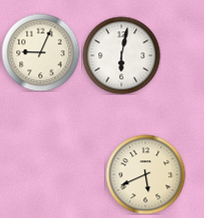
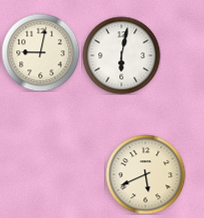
clock at (40, 52): 9:04 -> 9:02
